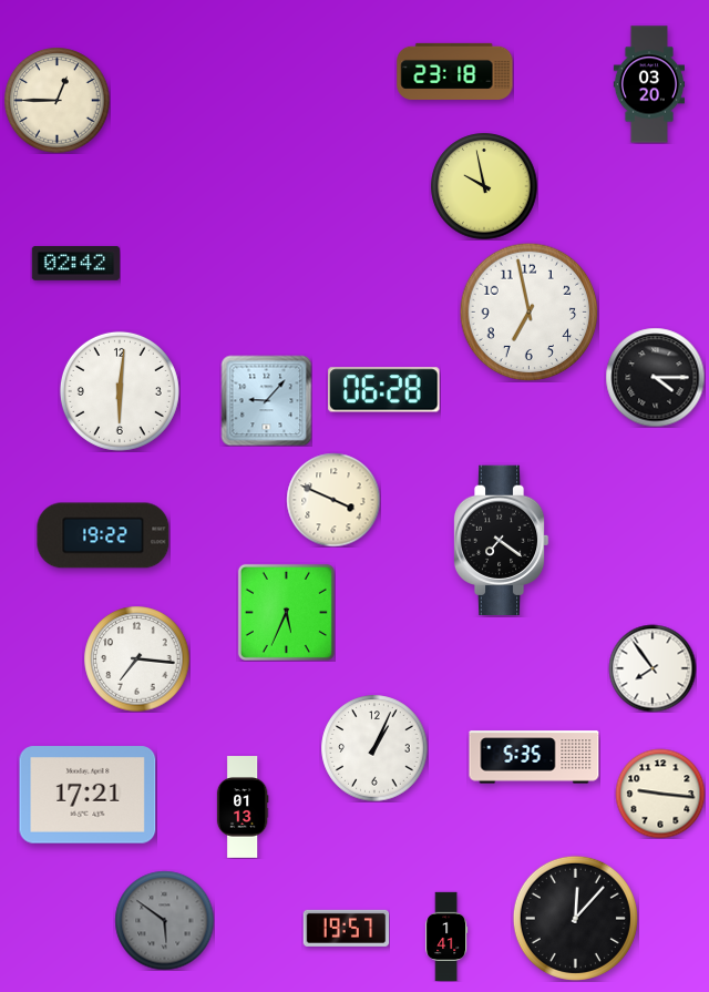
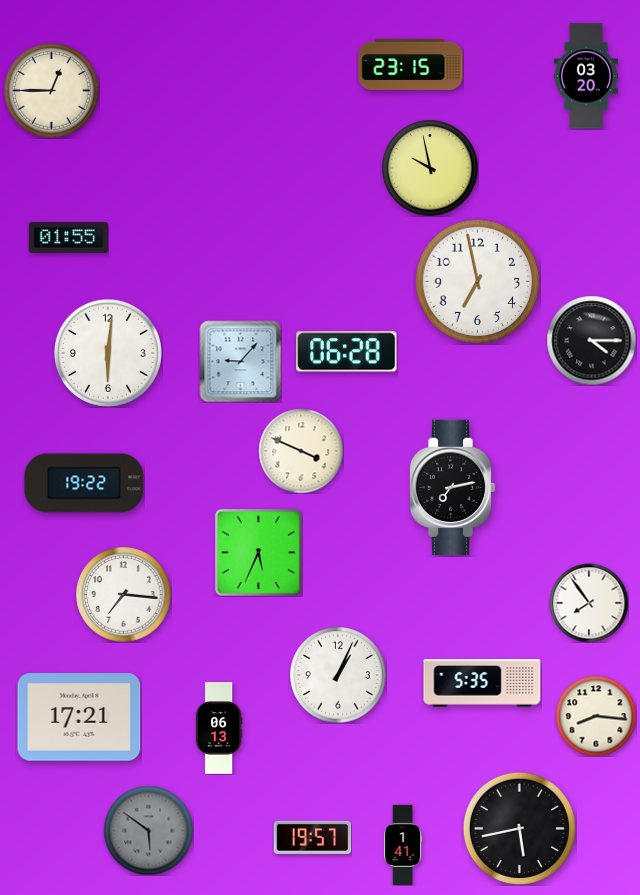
clock at (455, 71): 23:18 -> 23:15
clock at (484, 186) position: (484, 186) -> (430, 168)
clock at (75, 263): 02:42 -> 01:55
clock at (103, 535) position: (103, 535) -> (84, 483)
clock at (501, 541): 7:21 -> 7:13
clock at (660, 794): 9:16 -> 8:16
clock at (243, 807): 01:13 -> 06:13
clock at (575, 918): 12:07 -> 5:43
